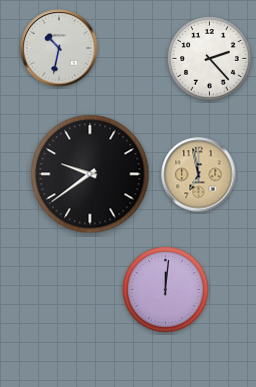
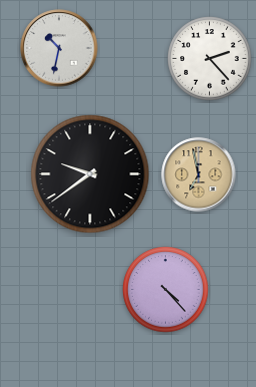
clock at (166, 290): 12:01 -> 4:23
